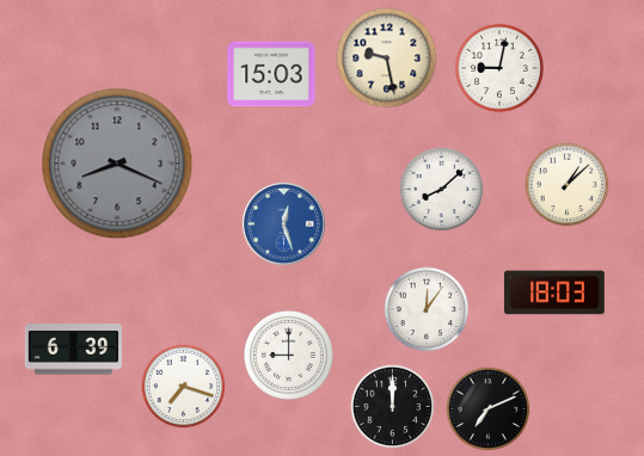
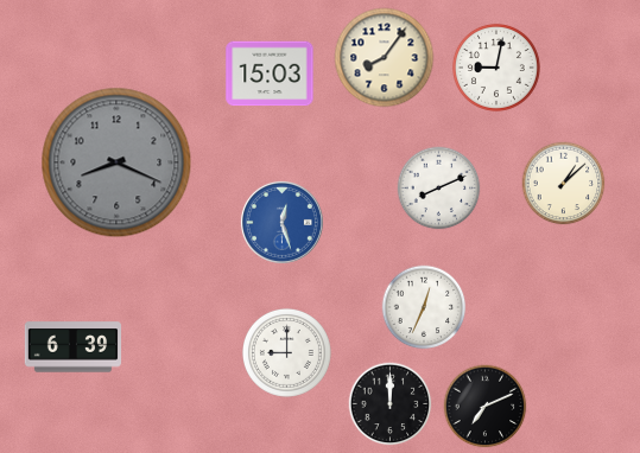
clock at (387, 58): 9:28 -> 8:06
clock at (442, 190): 8:08 -> 8:11
clock at (554, 292): 18:03 -> none
clock at (427, 309): 12:06 -> 12:34
clock at (184, 387): 7:18 -> none
